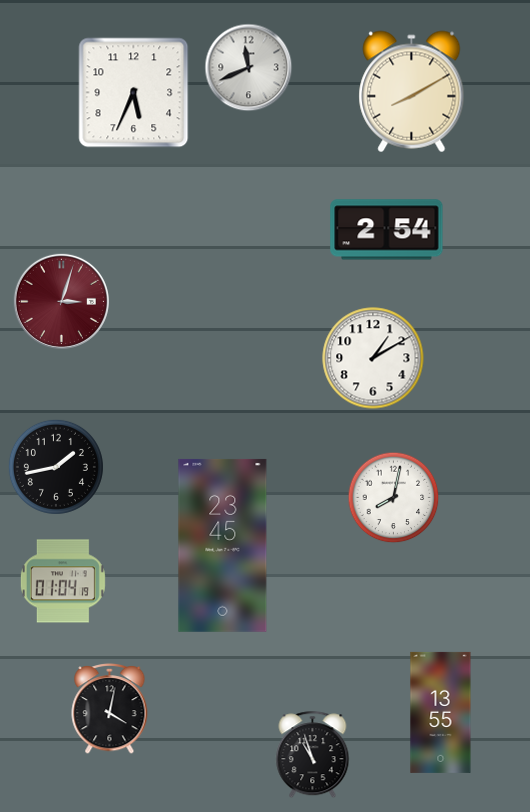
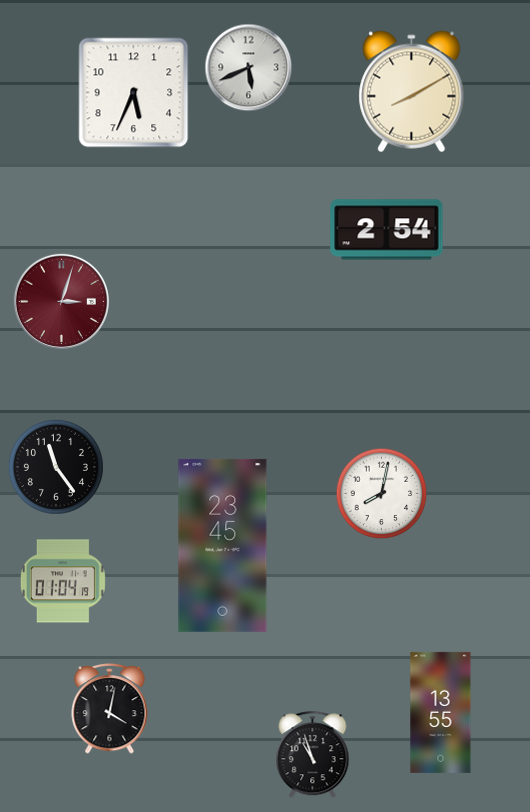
clock at (249, 68): 11:41 -> 5:41
clock at (373, 358): 1:10 -> none
clock at (56, 467): 1:43 -> 11:24
clock at (394, 498) position: (394, 498) -> (382, 494)
